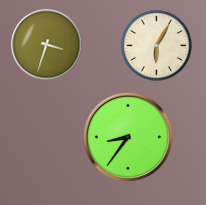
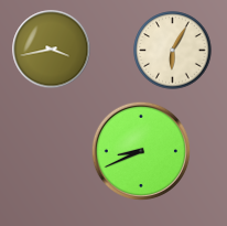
clock at (47, 45): 3:33 -> 3:43
clock at (128, 137): 8:36 -> 8:41
